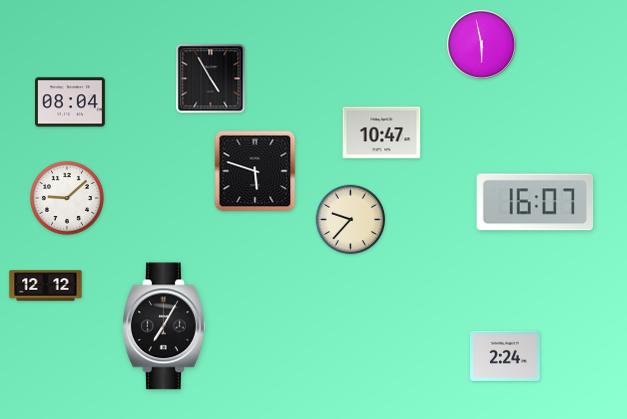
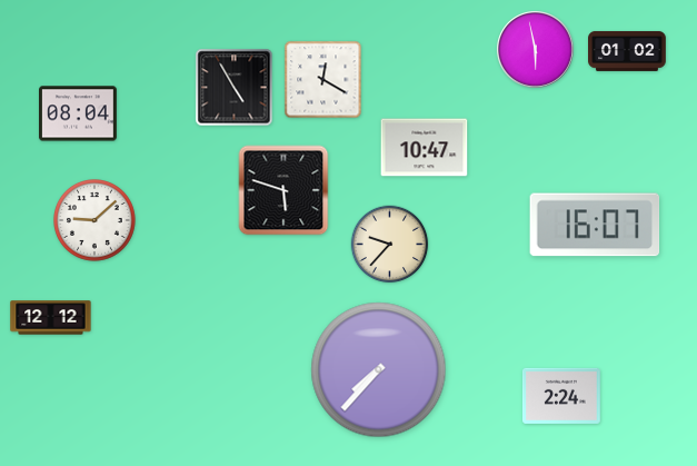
clock at (628, 51): none -> 01:02
clock at (323, 80): none -> 12:20
clock at (68, 199) position: (68, 199) -> (96, 221)
clock at (164, 326): 7:05 -> none
clock at (379, 370): none -> 7:37
